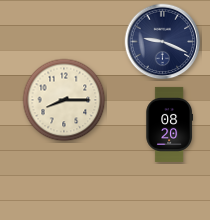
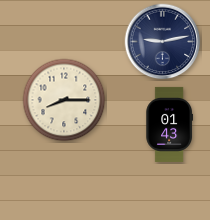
clock at (163, 42): 9:19 -> 9:13
clock at (169, 124): 08:20 -> 01:43
